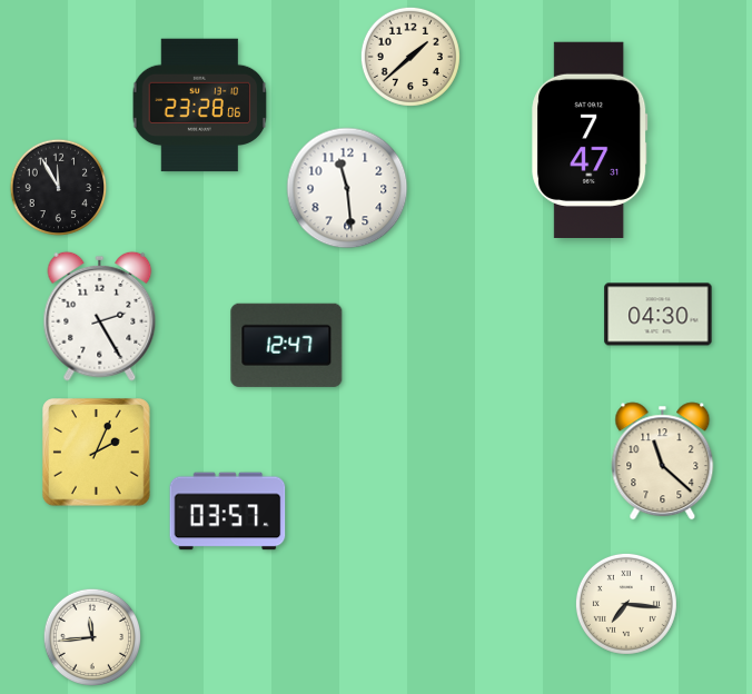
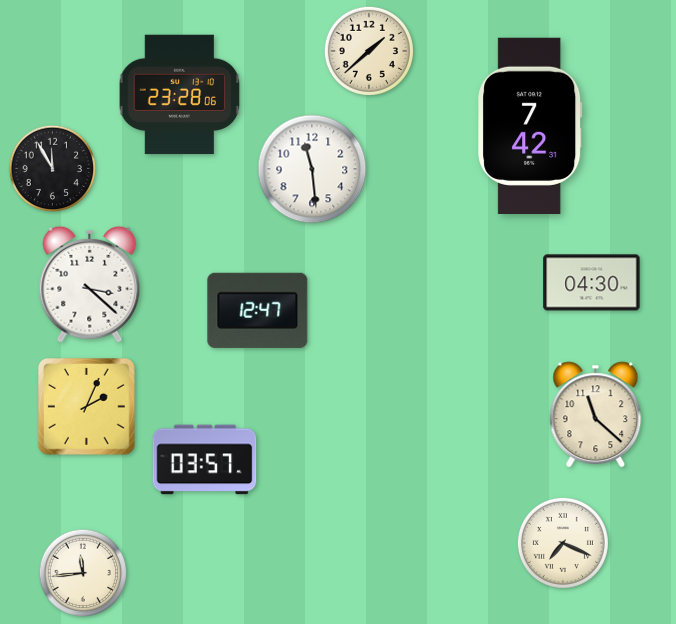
clock at (590, 139): 7:47 -> 7:42
clock at (100, 316): 2:25 -> 3:22
clock at (626, 604): 7:16 -> 7:19
